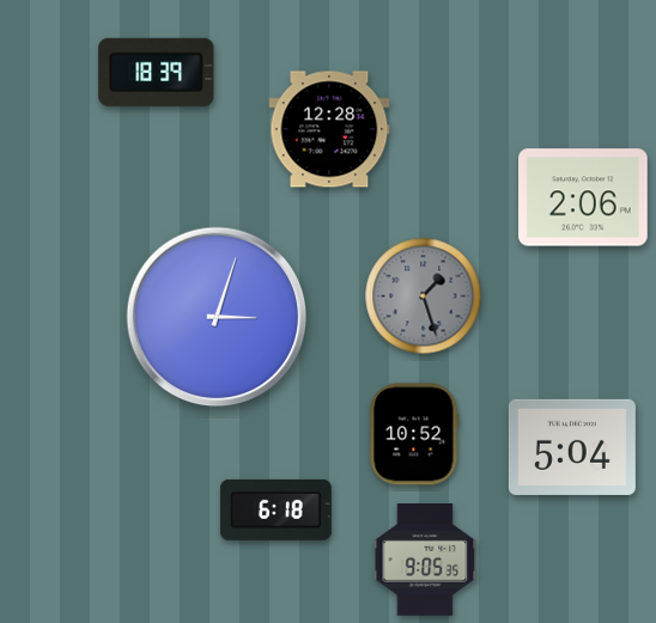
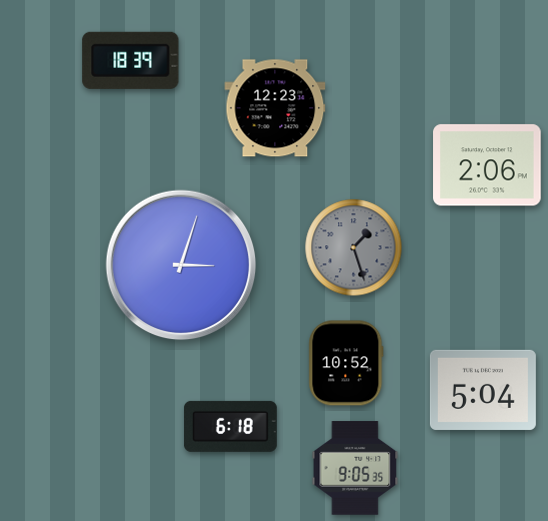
clock at (329, 129): 12:28 -> 12:23
clock at (572, 447) position: (572, 447) -> (483, 390)
